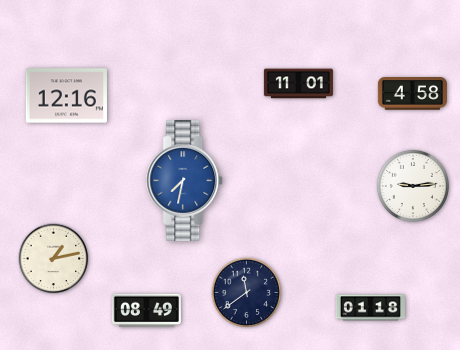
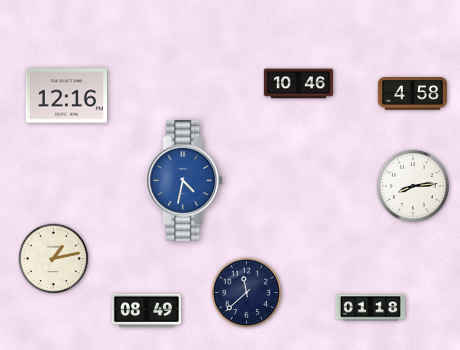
clock at (298, 84): 11:01 -> 10:46
clock at (185, 180): 7:32 -> 4:32
clock at (413, 186): 9:14 -> 8:14
clock at (247, 293): 11:39 -> 11:38
